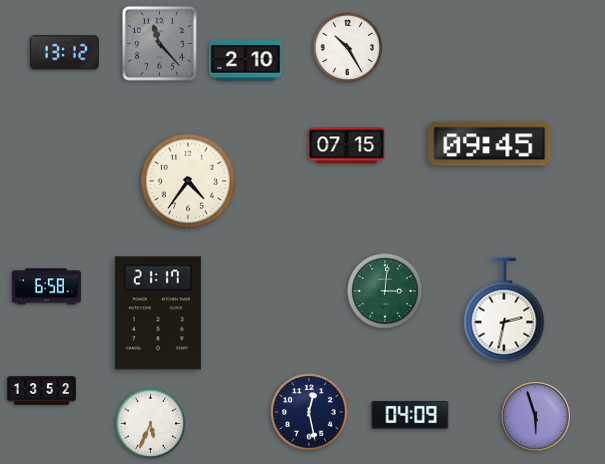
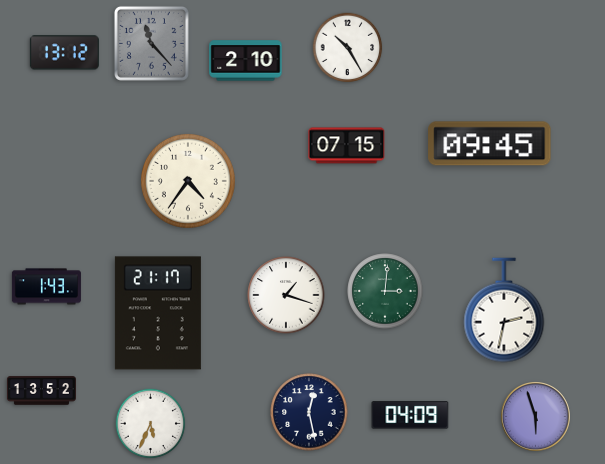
clock at (159, 43) position: (159, 43) -> (151, 43)
clock at (46, 287): 6:58 -> 1:43
clock at (286, 295): none -> 1:18
